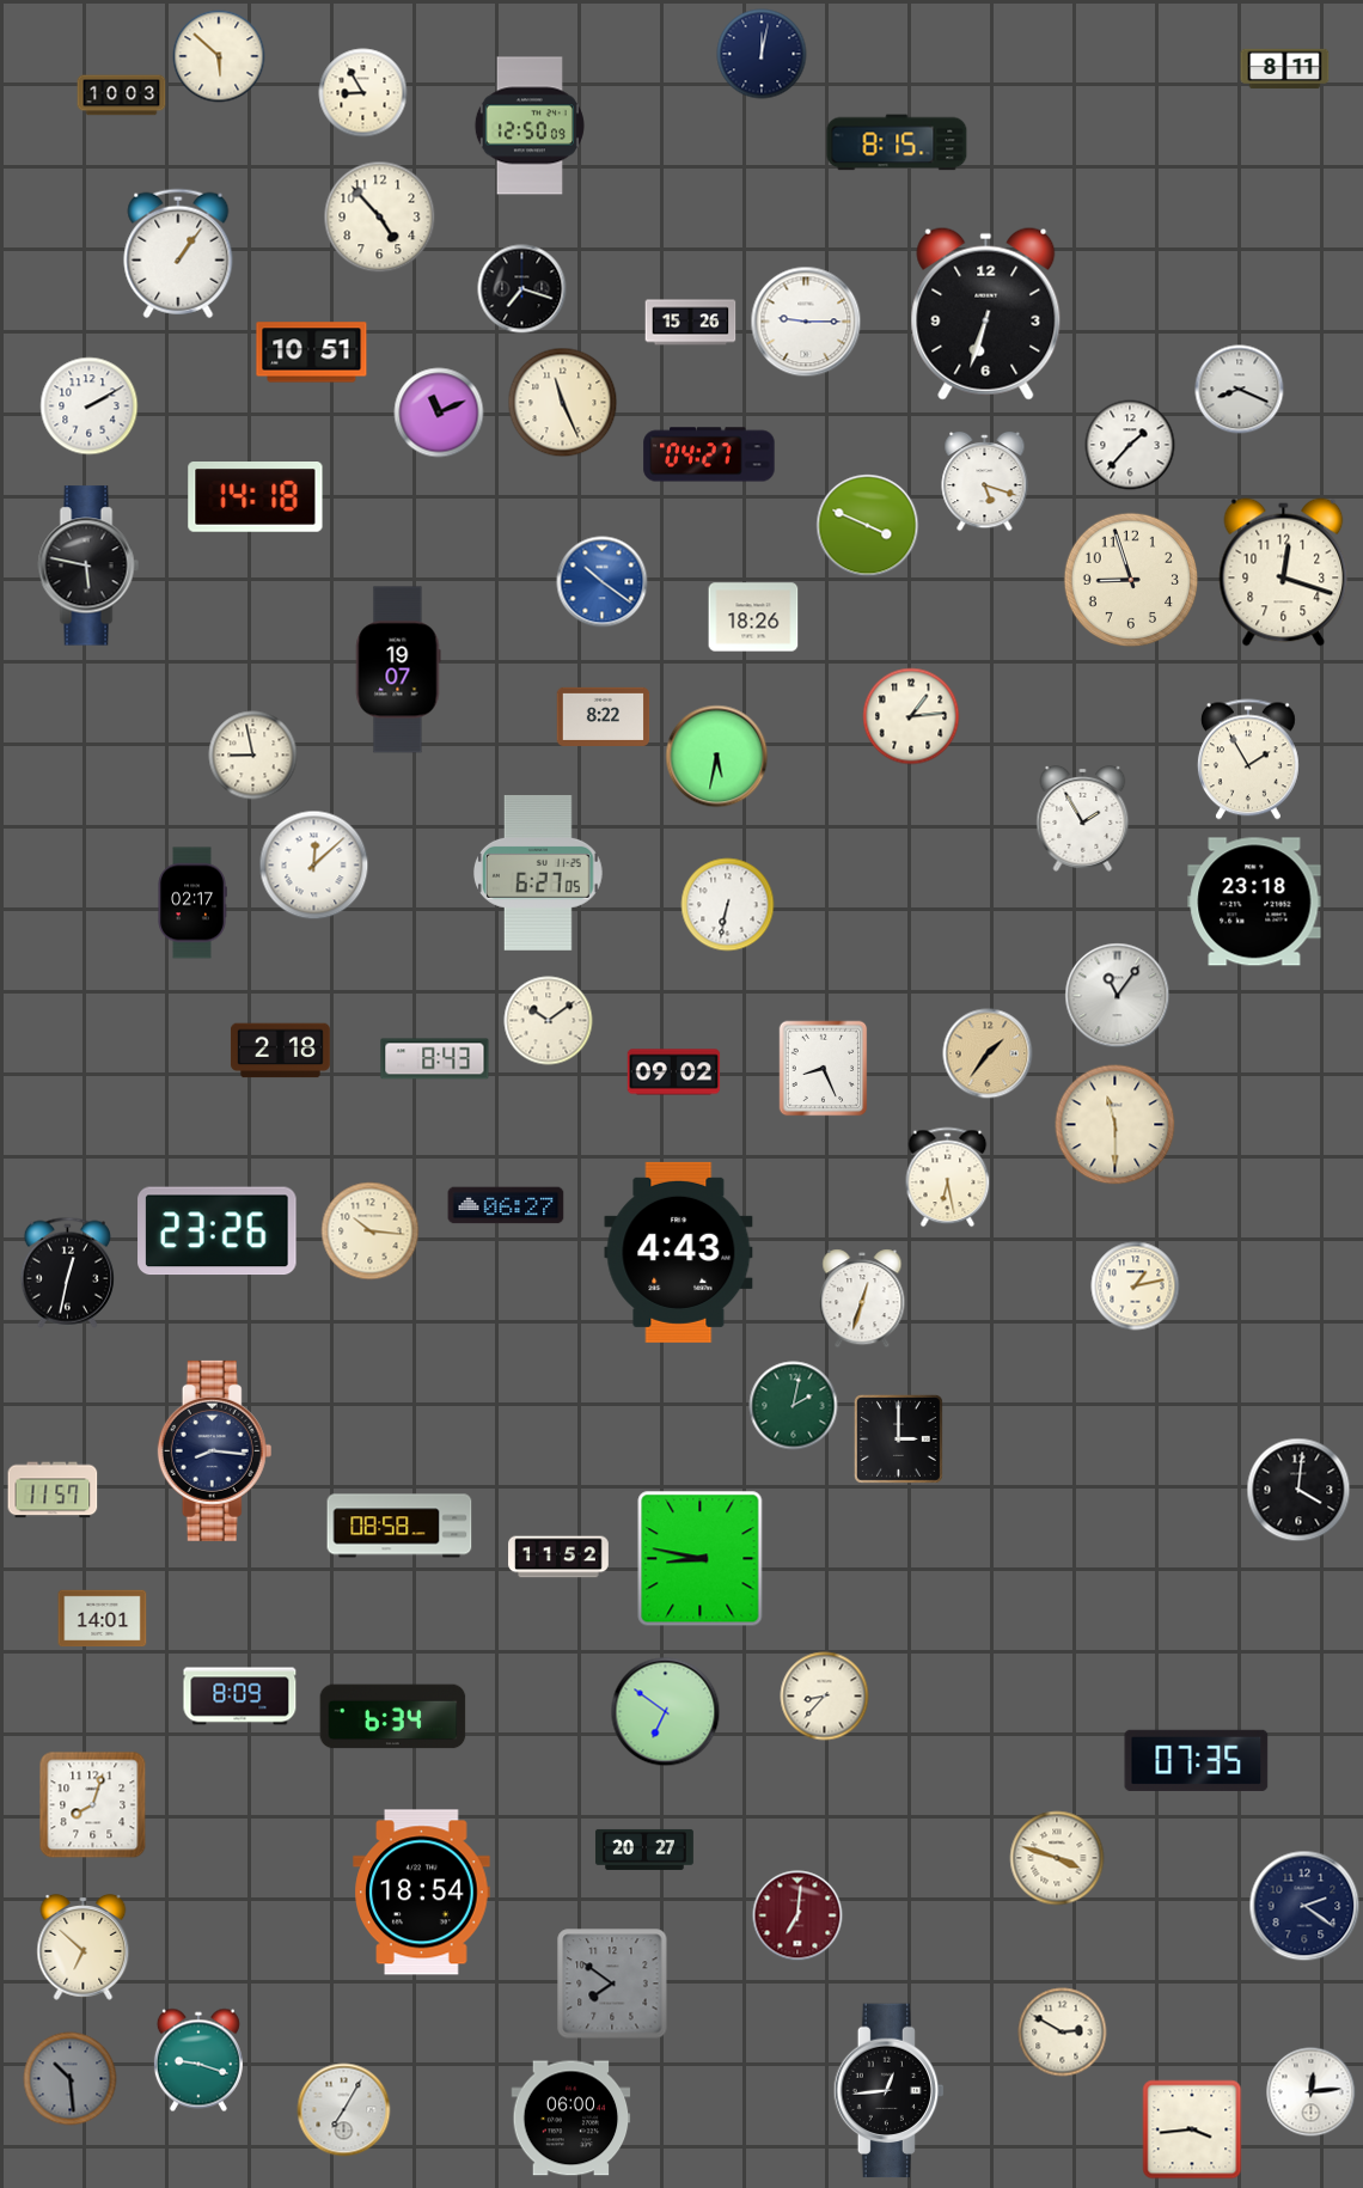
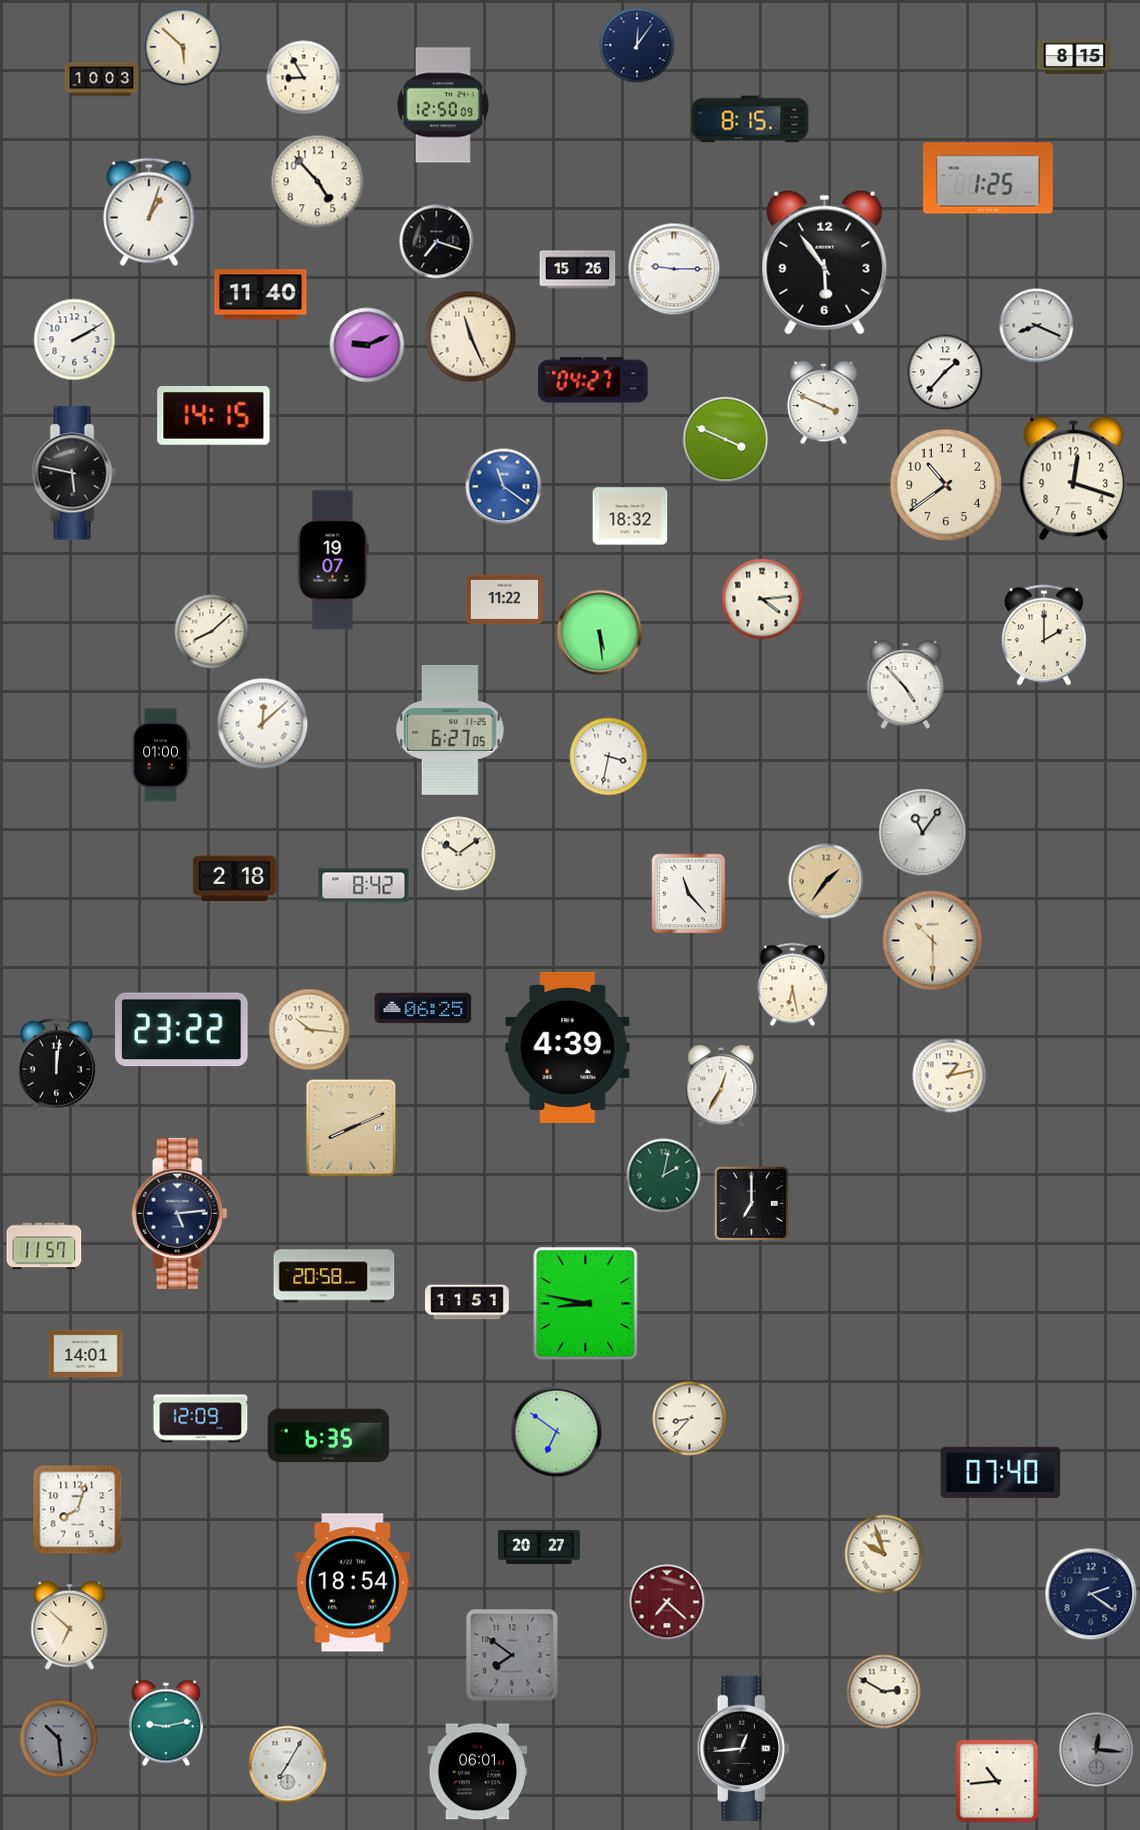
clock at (762, 54): 12:02 -> 12:06
clock at (1285, 69): 8:11 -> 8:15
clock at (989, 178): none -> 1:25
clock at (178, 253): 1:06 -> 1:03
clock at (986, 313): 6:33 -> 5:54
clock at (312, 353): 10:51 -> 11:40
clock at (439, 412): 11:11 -> 9:11
clock at (985, 482): 5:18 -> 3:49
clock at (256, 497): 14:18 -> 14:15
clock at (1131, 580): 8:57 -> 10:39
clock at (603, 582): 10:21 -> 11:21
clock at (753, 617): 18:26 -> 18:32
clock at (604, 716): 8:22 -> 11:22
clock at (911, 716): 1:14 -> 4:14
clock at (253, 756): 8:58 -> 8:08
clock at (717, 757): 5:32 -> 5:29
clock at (1248, 759): 1:55 -> 2:00
clock at (1083, 819): 1:55 -> 4:53
clock at (1254, 902): 23:18 -> none
clock at (192, 903): 02:17 -> 01:00
clock at (728, 905): 6:32 -> 3:32
clock at (1118, 996) position: (1118, 996) -> (923, 833)
clock at (435, 1059): 8:43 -> 8:42
clock at (824, 1069): 8:26 -> 11:23
clock at (674, 1072): 09:02 -> none
clock at (1116, 1125): 11:30 -> 10:30
clock at (506, 1205): 06:27 -> 06:25
clock at (218, 1231): 23:26 -> 23:22
clock at (679, 1252): 4:43 -> 4:39
clock at (67, 1272): 12:32 -> 12:01
clock at (862, 1298): 12:33 -> 12:35
clock at (351, 1128): none -> 8:11
clock at (898, 1438): 3:00 -> 7:00
clock at (215, 1450): 8:16 -> 5:14
clock at (1298, 1490): 4:01 -> none
clock at (399, 1526): 08:58 -> 20:58
clock at (558, 1557): 11:52 -> 11:51
clock at (240, 1697): 8:09 -> 12:09
clock at (393, 1717): 6:34 -> 6:35
clock at (1197, 1760): 07:35 -> 07:40
clock at (1057, 1858): 3:48 -> 9:57
clock at (797, 1915): 7:01 -> 7:22
clock at (84, 1948) position: (84, 1948) -> (70, 1626)
clock at (612, 1984) position: (612, 1984) -> (512, 1655)
clock at (1063, 2033) position: (1063, 2033) -> (884, 1692)
clock at (198, 2060): 9:18 -> 9:13
clock at (1312, 2092): 12:14 -> 12:16
clock at (1312, 2092) dial: white -> grey
clock at (572, 2119): 06:00 -> 06:01
clock at (1192, 2129): 3:44 -> 10:44
